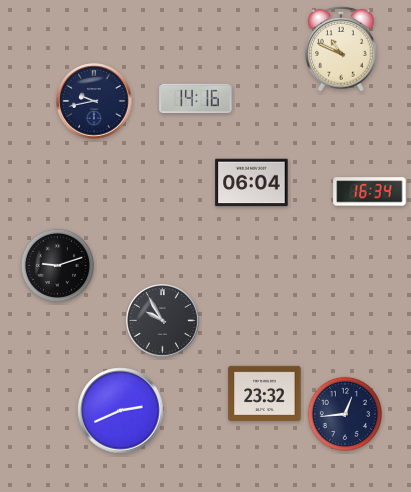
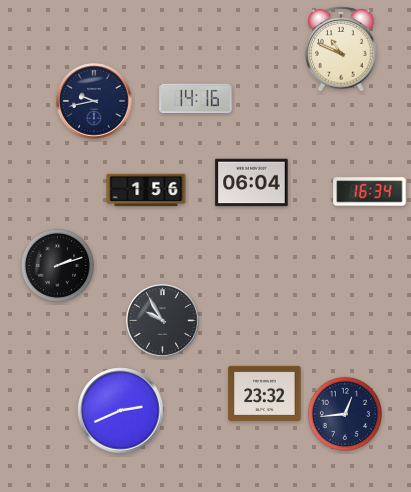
clock at (146, 190): none -> 1:56
clock at (57, 265): 9:12 -> 2:12
